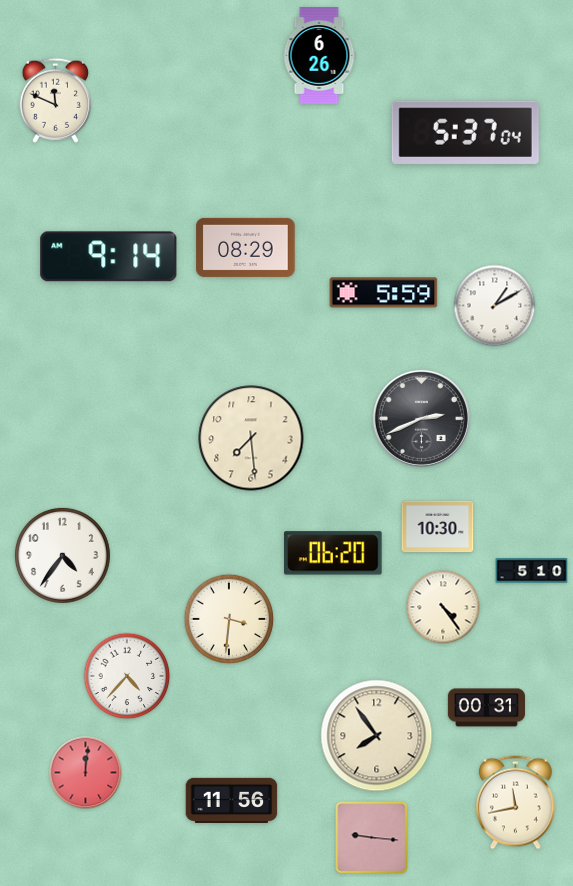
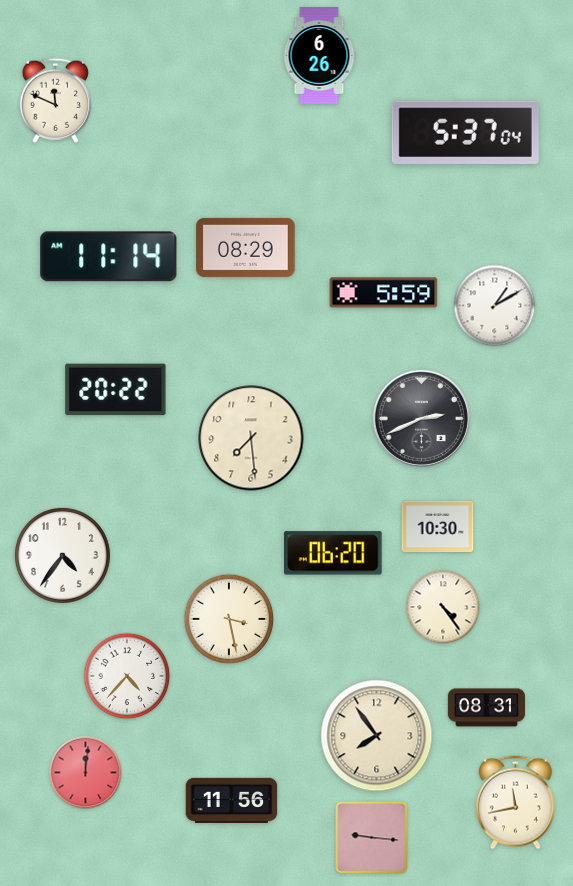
clock at (109, 257): 9:14 -> 11:14
clock at (116, 390): none -> 20:22
clock at (532, 571): 5:10 -> none
clock at (229, 619): 3:31 -> 3:28
clock at (486, 708): 00:31 -> 08:31
